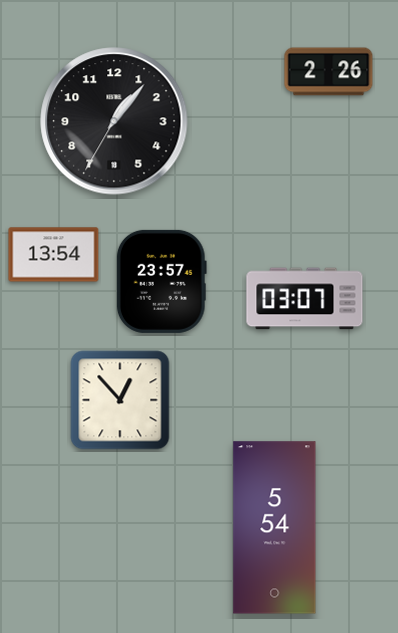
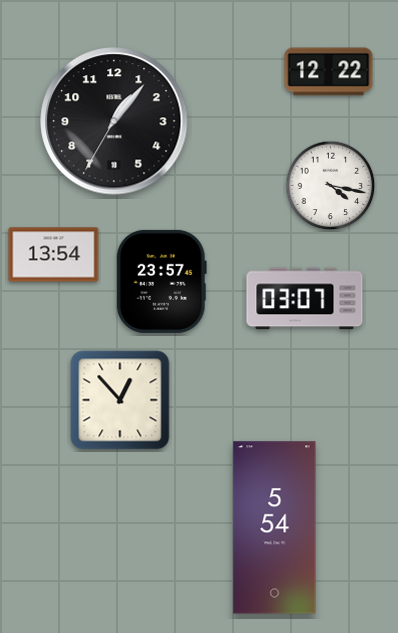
clock at (329, 72): 2:26 -> 12:22
clock at (331, 186): none -> 4:17
